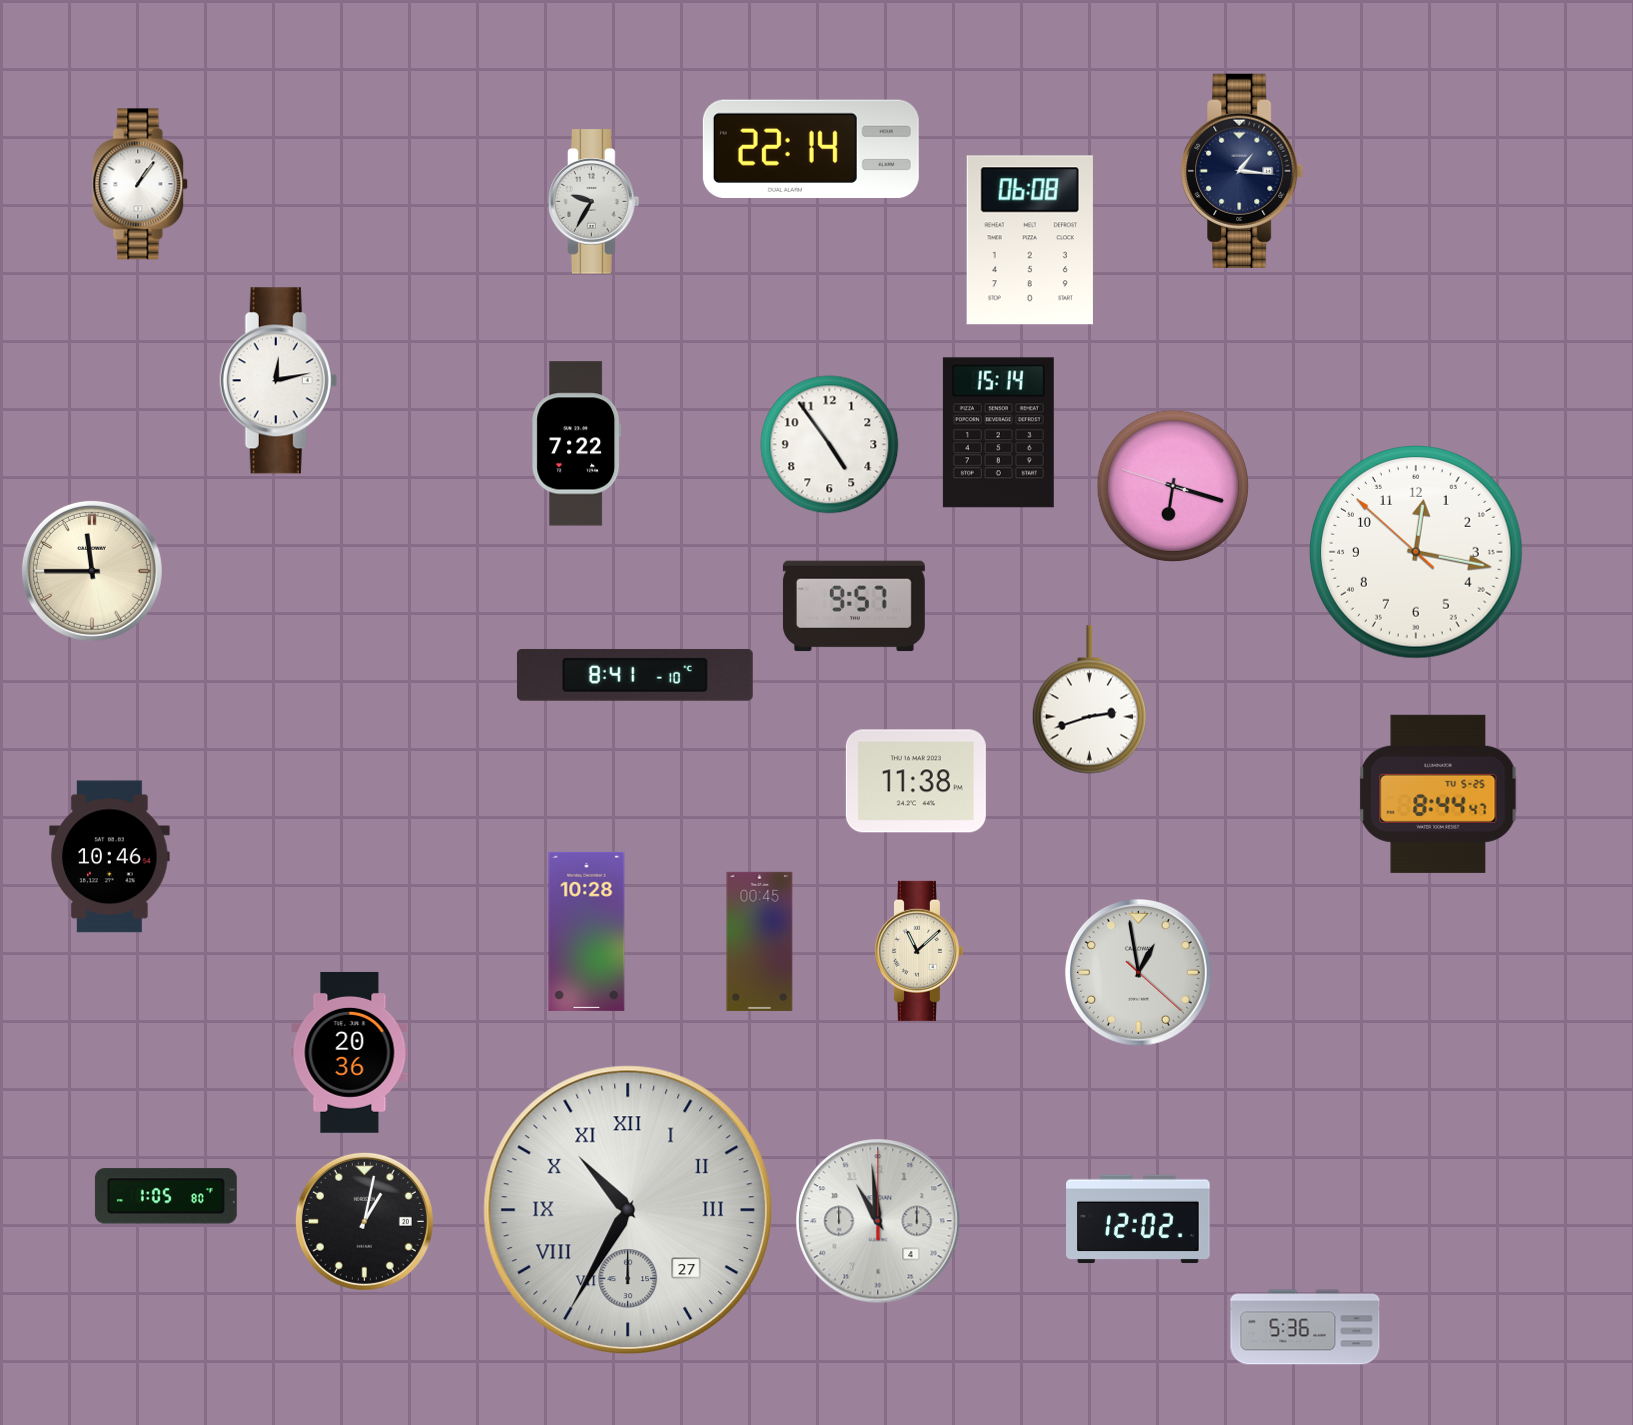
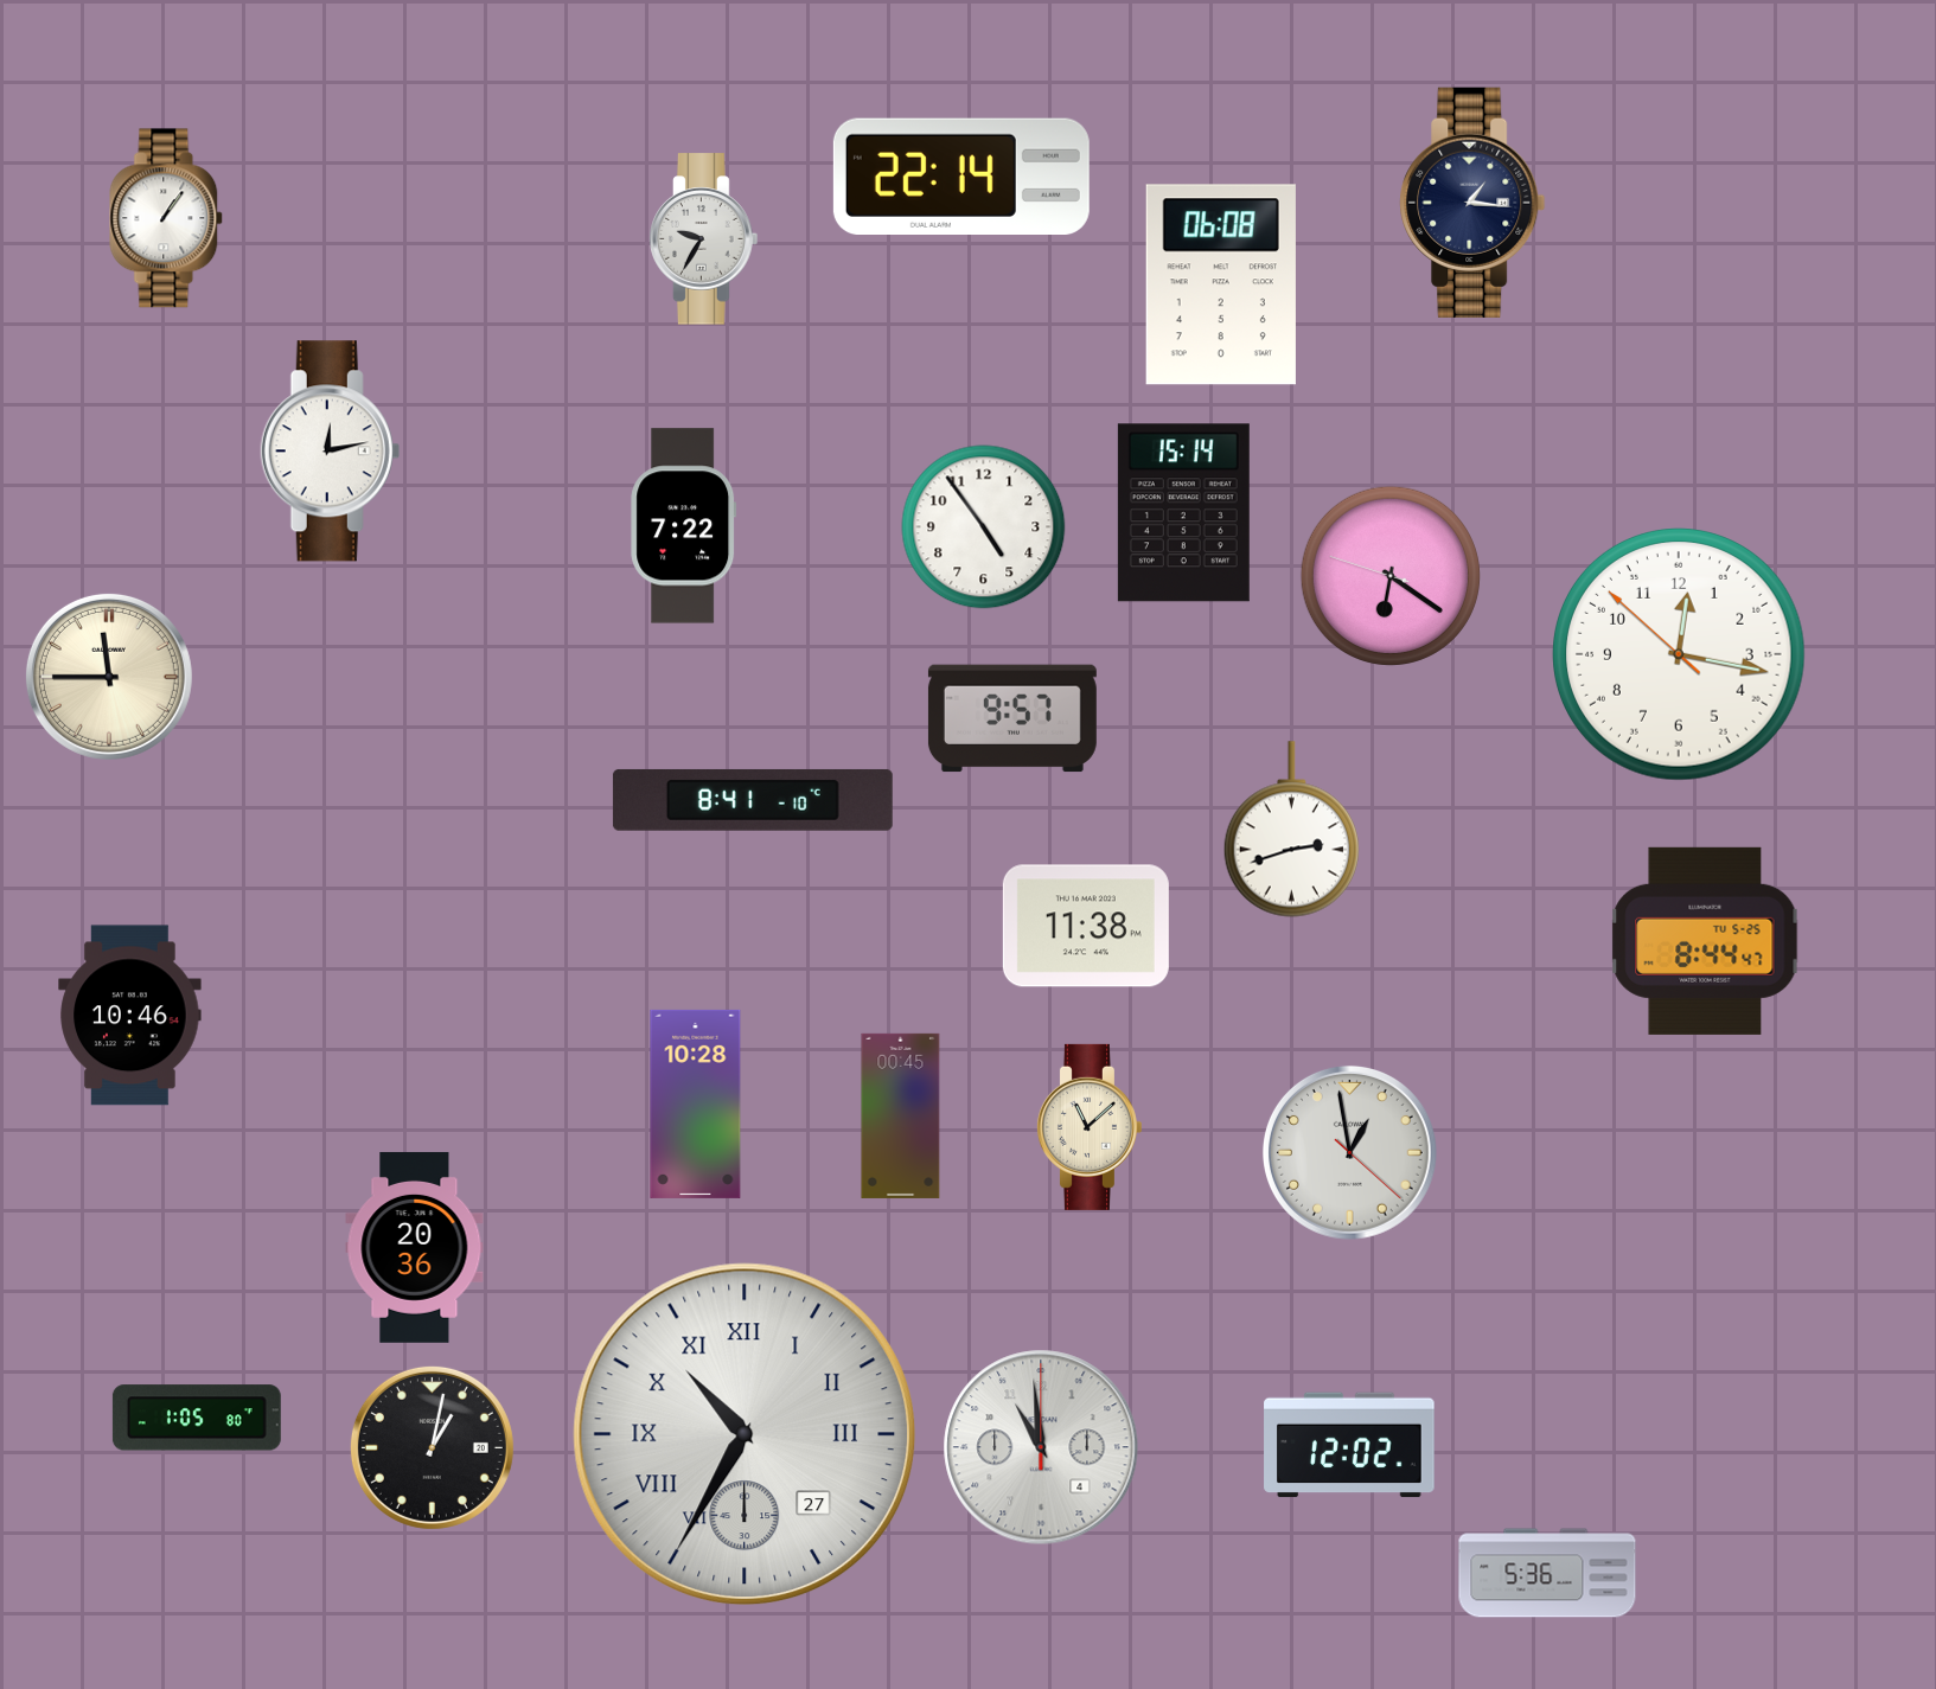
clock at (1173, 486): 6:17 -> 6:20
